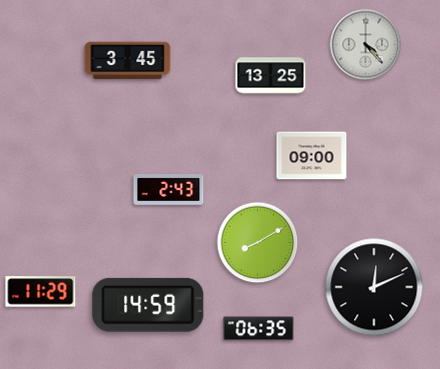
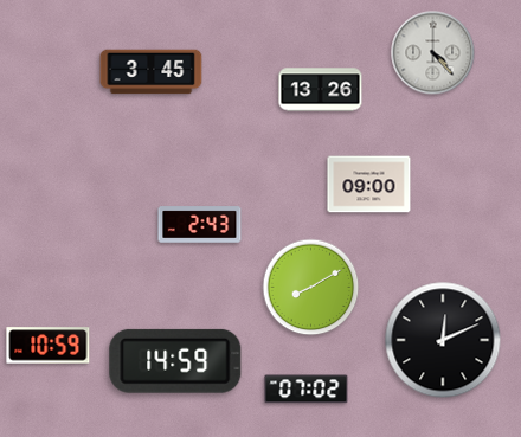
clock at (271, 76): 13:25 -> 13:26
clock at (258, 243) position: (258, 243) -> (311, 288)
clock at (41, 292): 11:29 -> 10:59
clock at (259, 329): 06:35 -> 07:02
